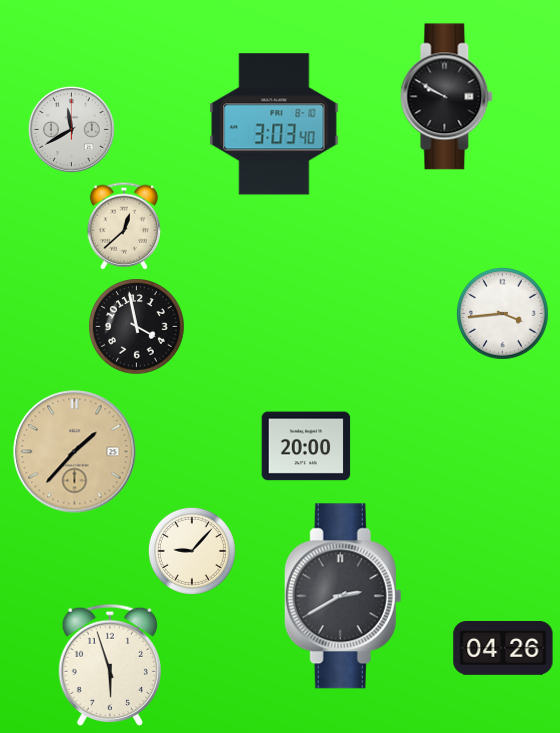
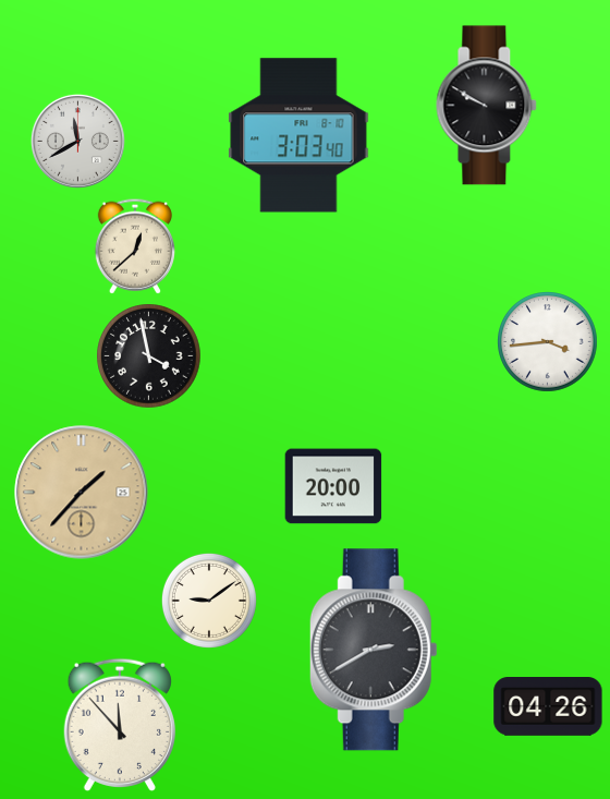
clock at (192, 551): 9:07 -> 9:09
clock at (110, 664): 5:57 -> 11:53
